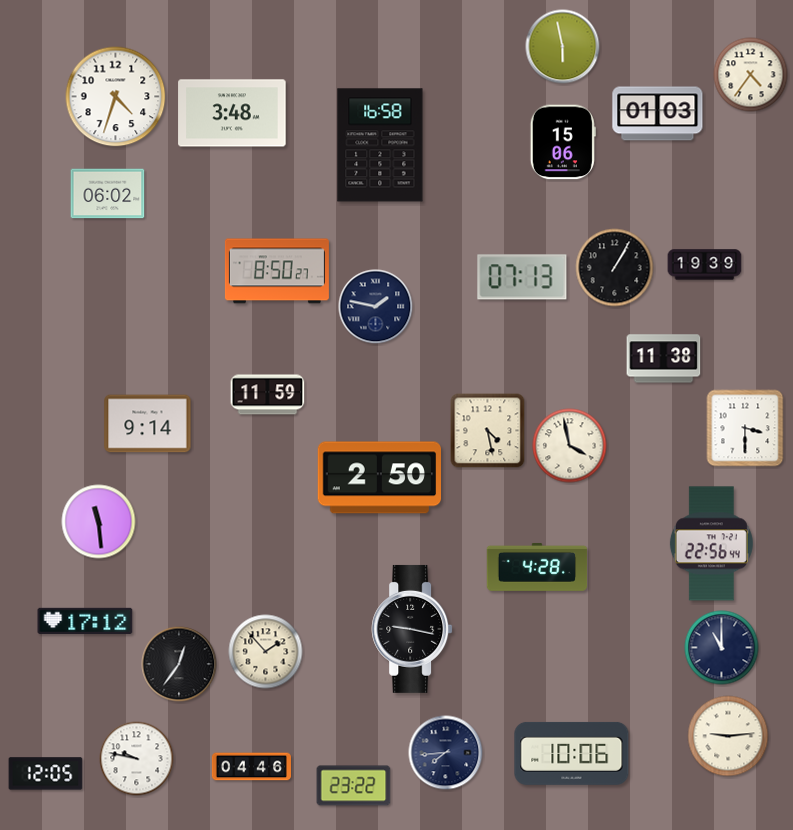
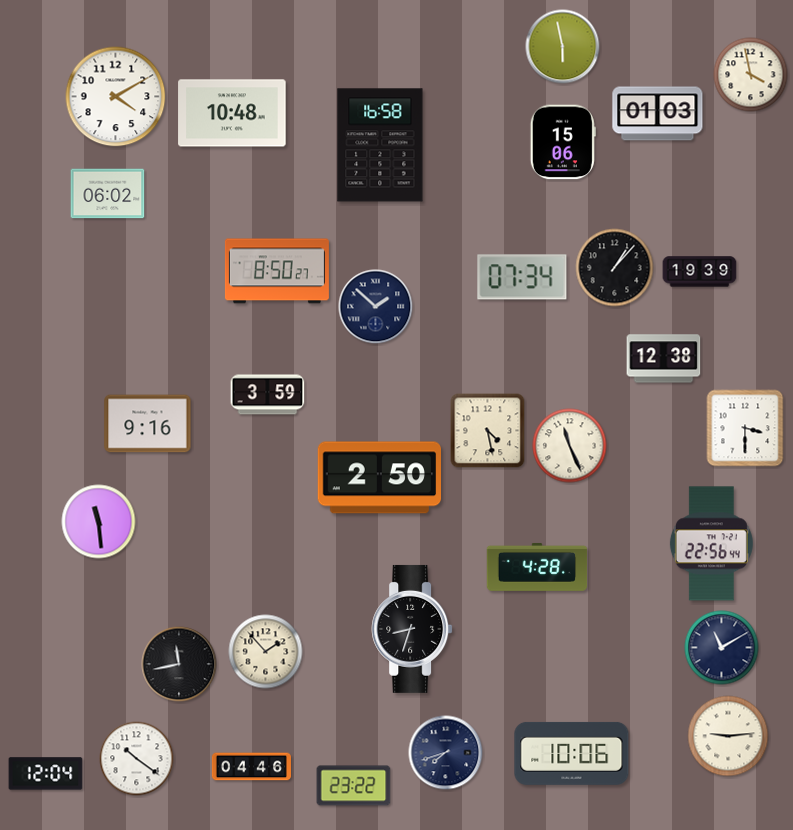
clock at (751, 75): 4:36 -> 3:58
clock at (116, 97): 4:33 -> 4:10
clock at (232, 113): 3:48 -> 10:48
clock at (705, 265) position: (705, 265) -> (700, 272)
clock at (615, 268): 1:05 -> 1:07
clock at (522, 277): 07:13 -> 07:34
clock at (376, 307): 1:47 -> 1:52
clock at (664, 359): 11:38 -> 12:38
clock at (268, 395): 11:59 -> 3:59
clock at (148, 424): 9:14 -> 9:16
clock at (570, 446): 3:58 -> 11:26
clock at (85, 620): 17:12 -> none
clock at (412, 629): 9:17 -> 8:33
clock at (722, 648): 11:00 -> 11:10
clock at (179, 664): 12:36 -> 11:43
clock at (446, 753): 7:44 -> 7:42
clock at (137, 759): 9:47 -> 10:21
clock at (46, 774): 12:05 -> 12:04
